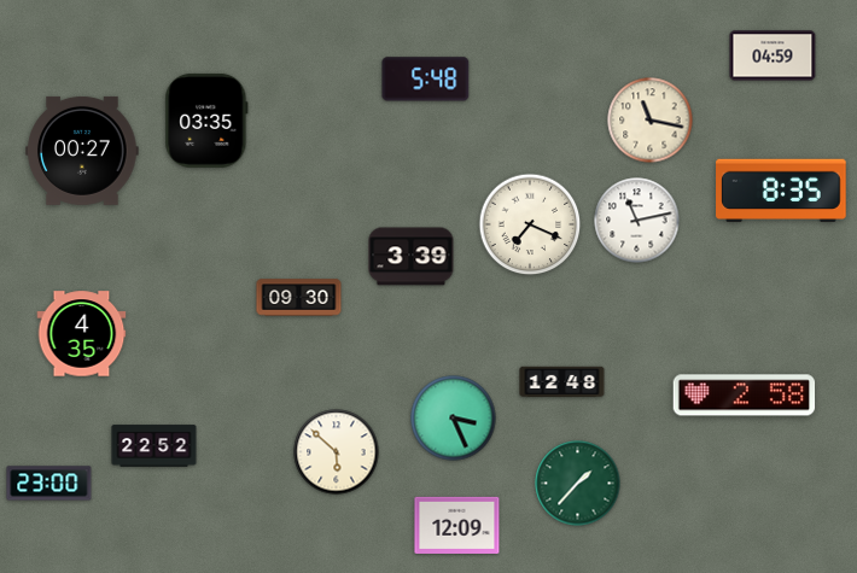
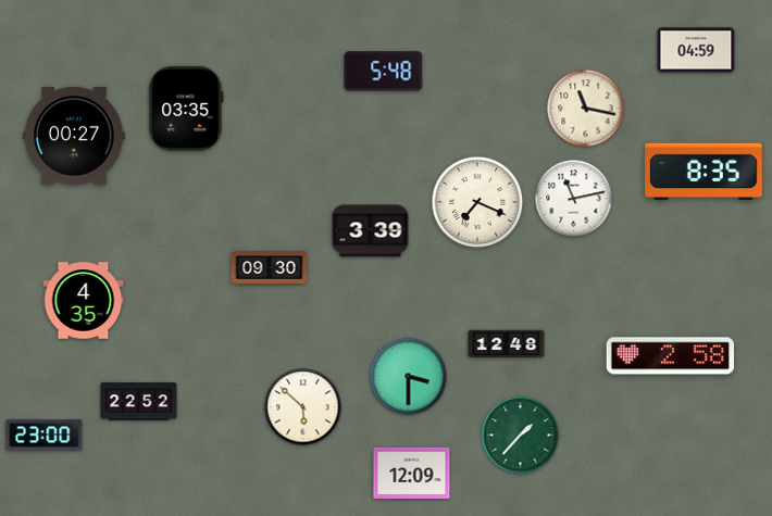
clock at (82, 334) position: (82, 334) -> (84, 301)
clock at (454, 419): 3:26 -> 3:30
